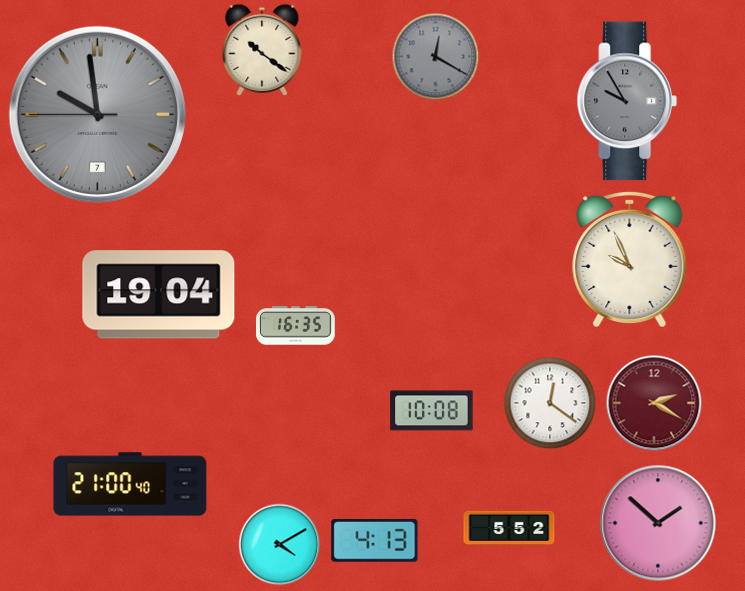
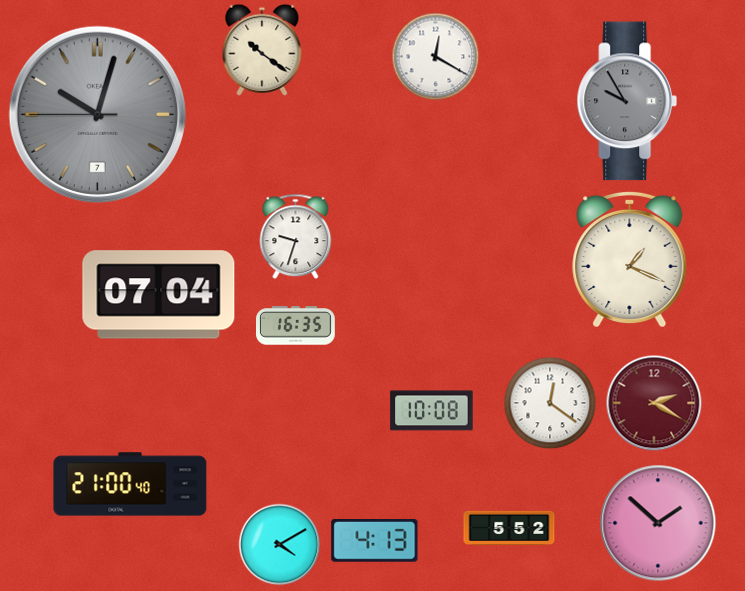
clock at (436, 57) dial: grey -> white
clock at (97, 114): 9:58 -> 10:02
clock at (296, 237): none -> 9:33
clock at (630, 258): 9:56 -> 1:19
clock at (159, 295): 19:04 -> 07:04
